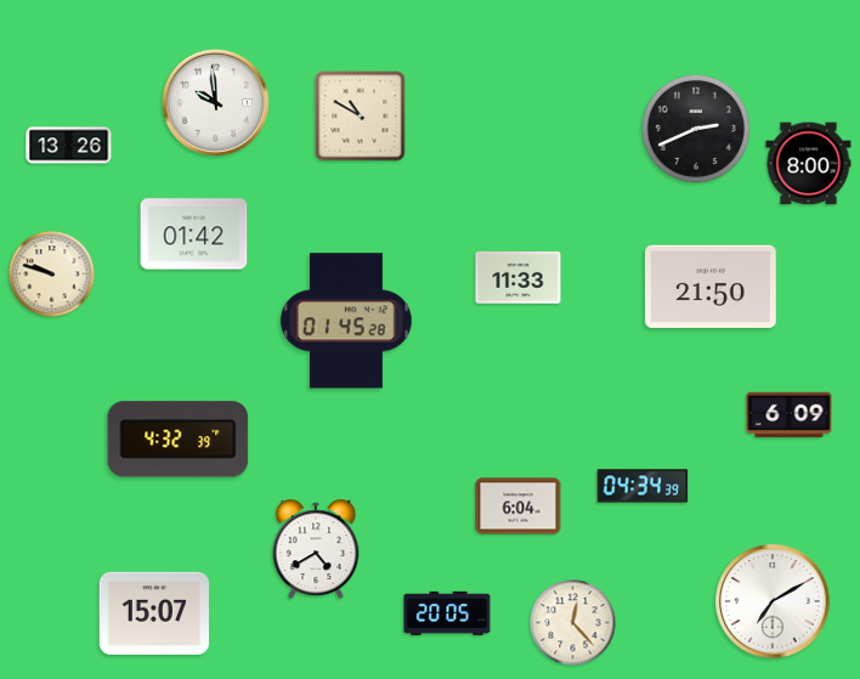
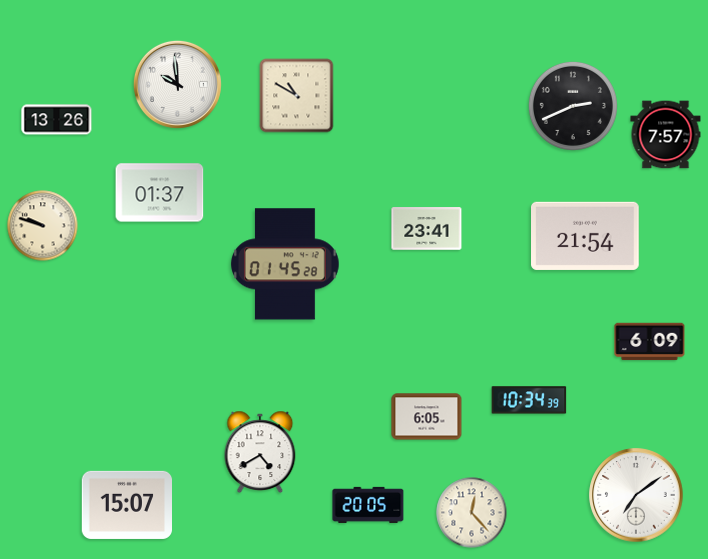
clock at (809, 164): 8:00 -> 7:57
clock at (194, 234): 01:42 -> 01:37
clock at (519, 278): 11:33 -> 23:41
clock at (712, 287): 21:50 -> 21:54
clock at (179, 440): 4:32 -> none
clock at (643, 486): 04:34 -> 10:34
clock at (519, 507): 6:04 -> 6:05
clock at (773, 601): 7:10 -> 7:09
